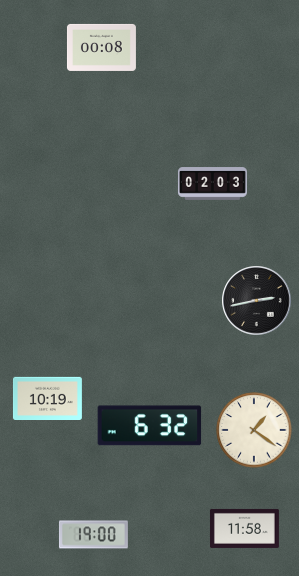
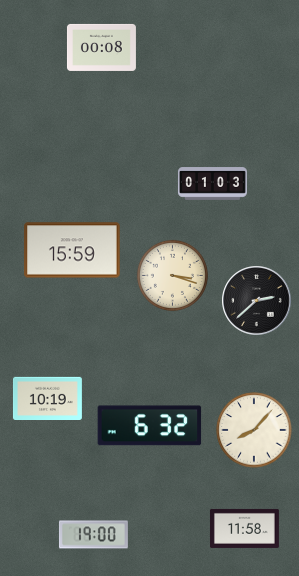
clock at (212, 184): 02:03 -> 01:03
clock at (72, 250): none -> 15:59
clock at (172, 275): none -> 3:18
clock at (257, 301): 2:43 -> 2:38
clock at (254, 430): 1:21 -> 8:07
